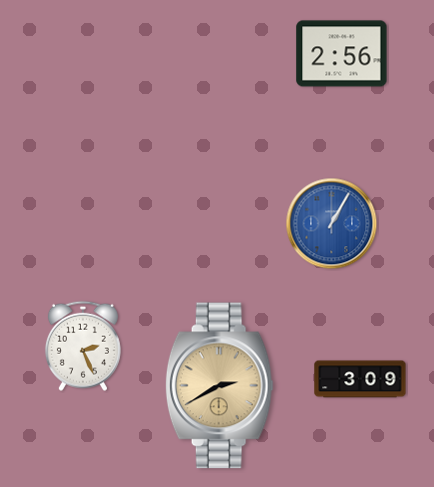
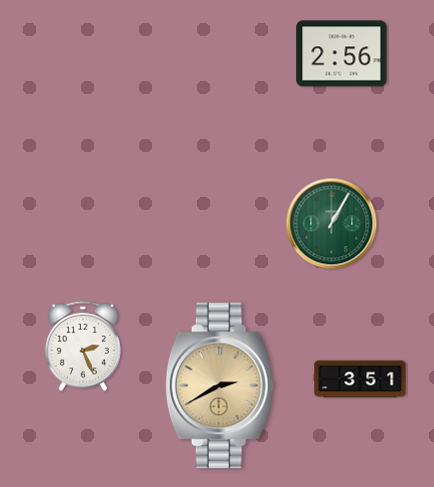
clock at (332, 224) dial: blue -> green
clock at (360, 379): 3:09 -> 3:51
